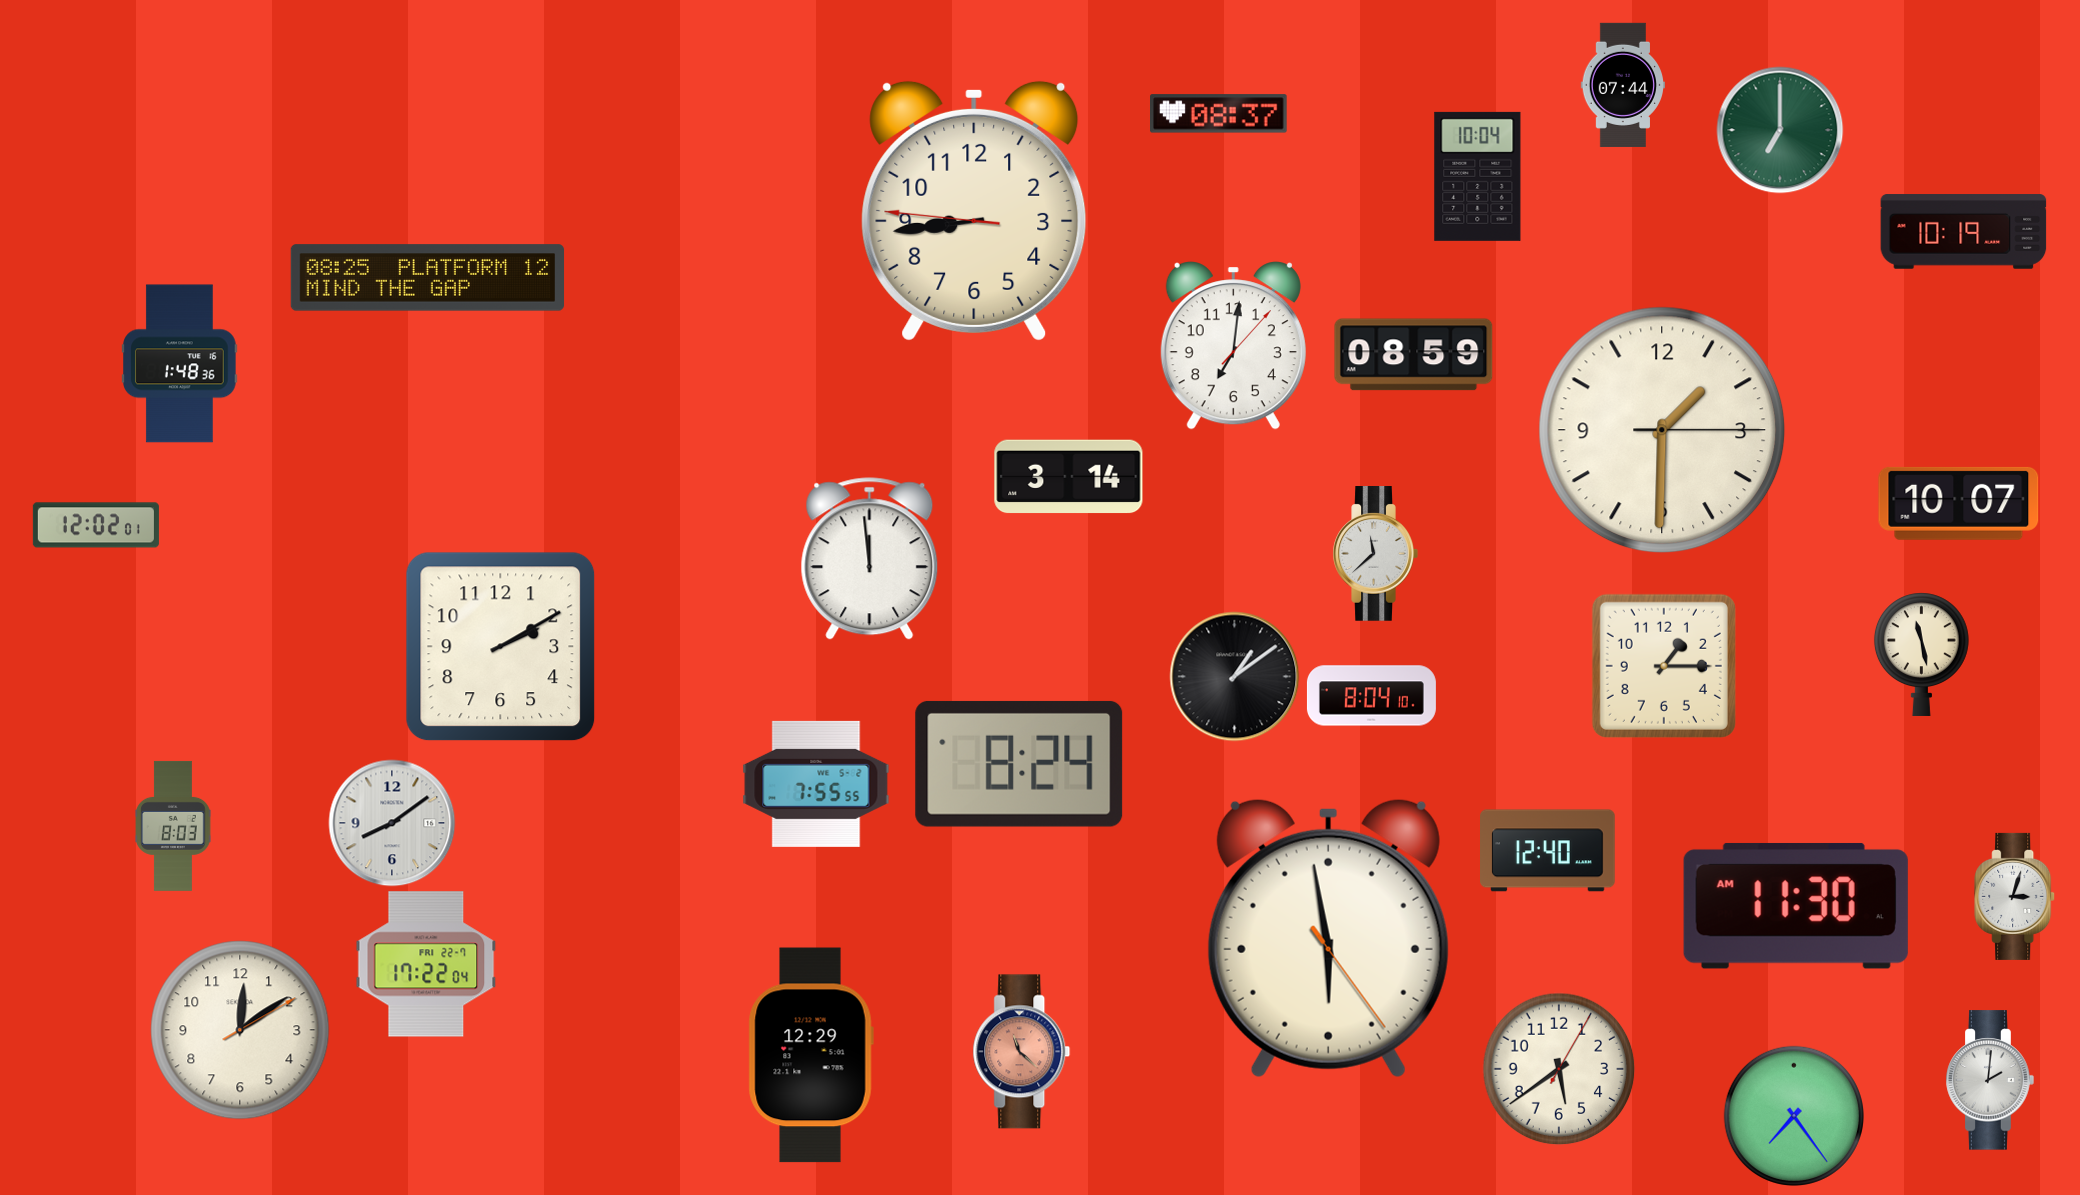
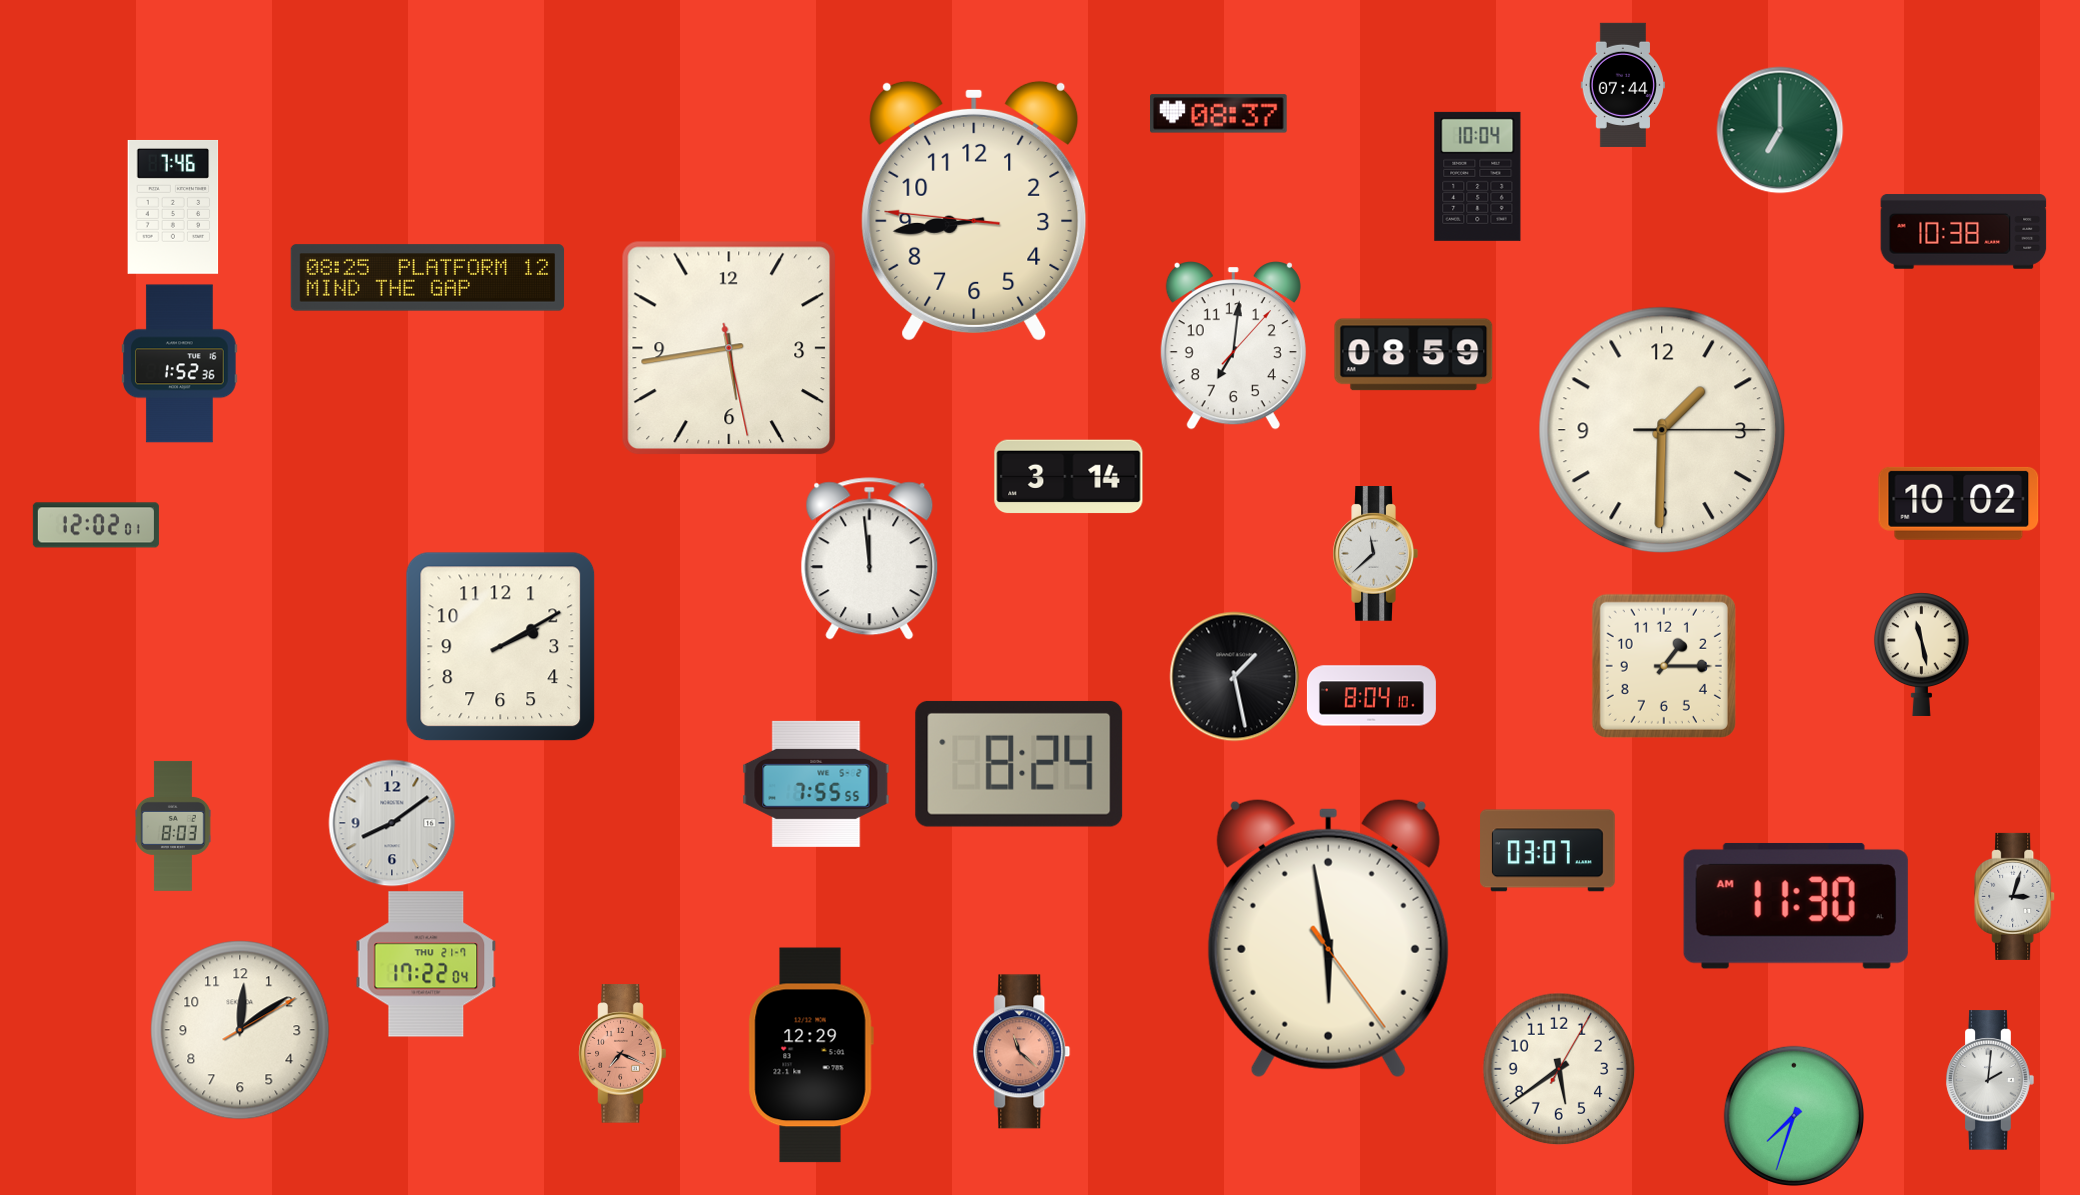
clock at (173, 207): none -> 7:46
clock at (1964, 232): 10:19 -> 10:38
clock at (729, 348): none -> 5:43
clock at (180, 364): 1:48 -> 1:52
clock at (1959, 503): 10:07 -> 10:02
clock at (1235, 677): 1:09 -> 1:28
clock at (1548, 851): 12:40 -> 03:07
clock at (426, 964) date: FRI 22-7 -> THU 21-7
clock at (623, 1054): none -> 7:19
clock at (1794, 1116): 7:24 -> 7:33
